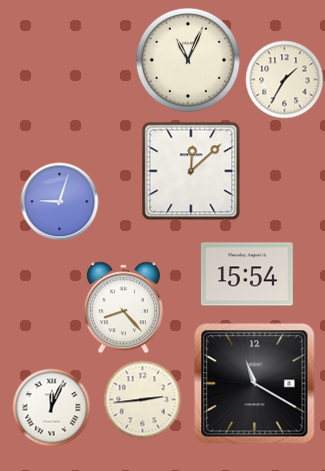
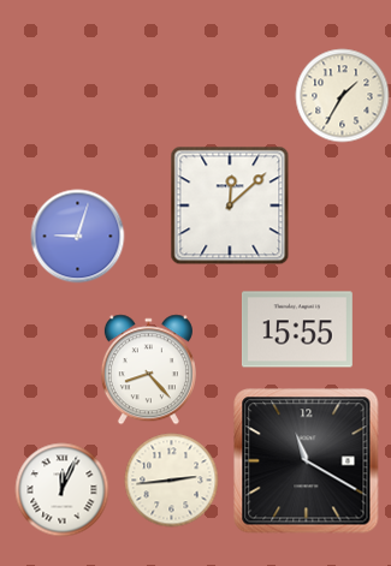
clock at (188, 60): 11:04 -> none
clock at (59, 201) position: (59, 201) -> (77, 236)
clock at (247, 274): 15:54 -> 15:55
